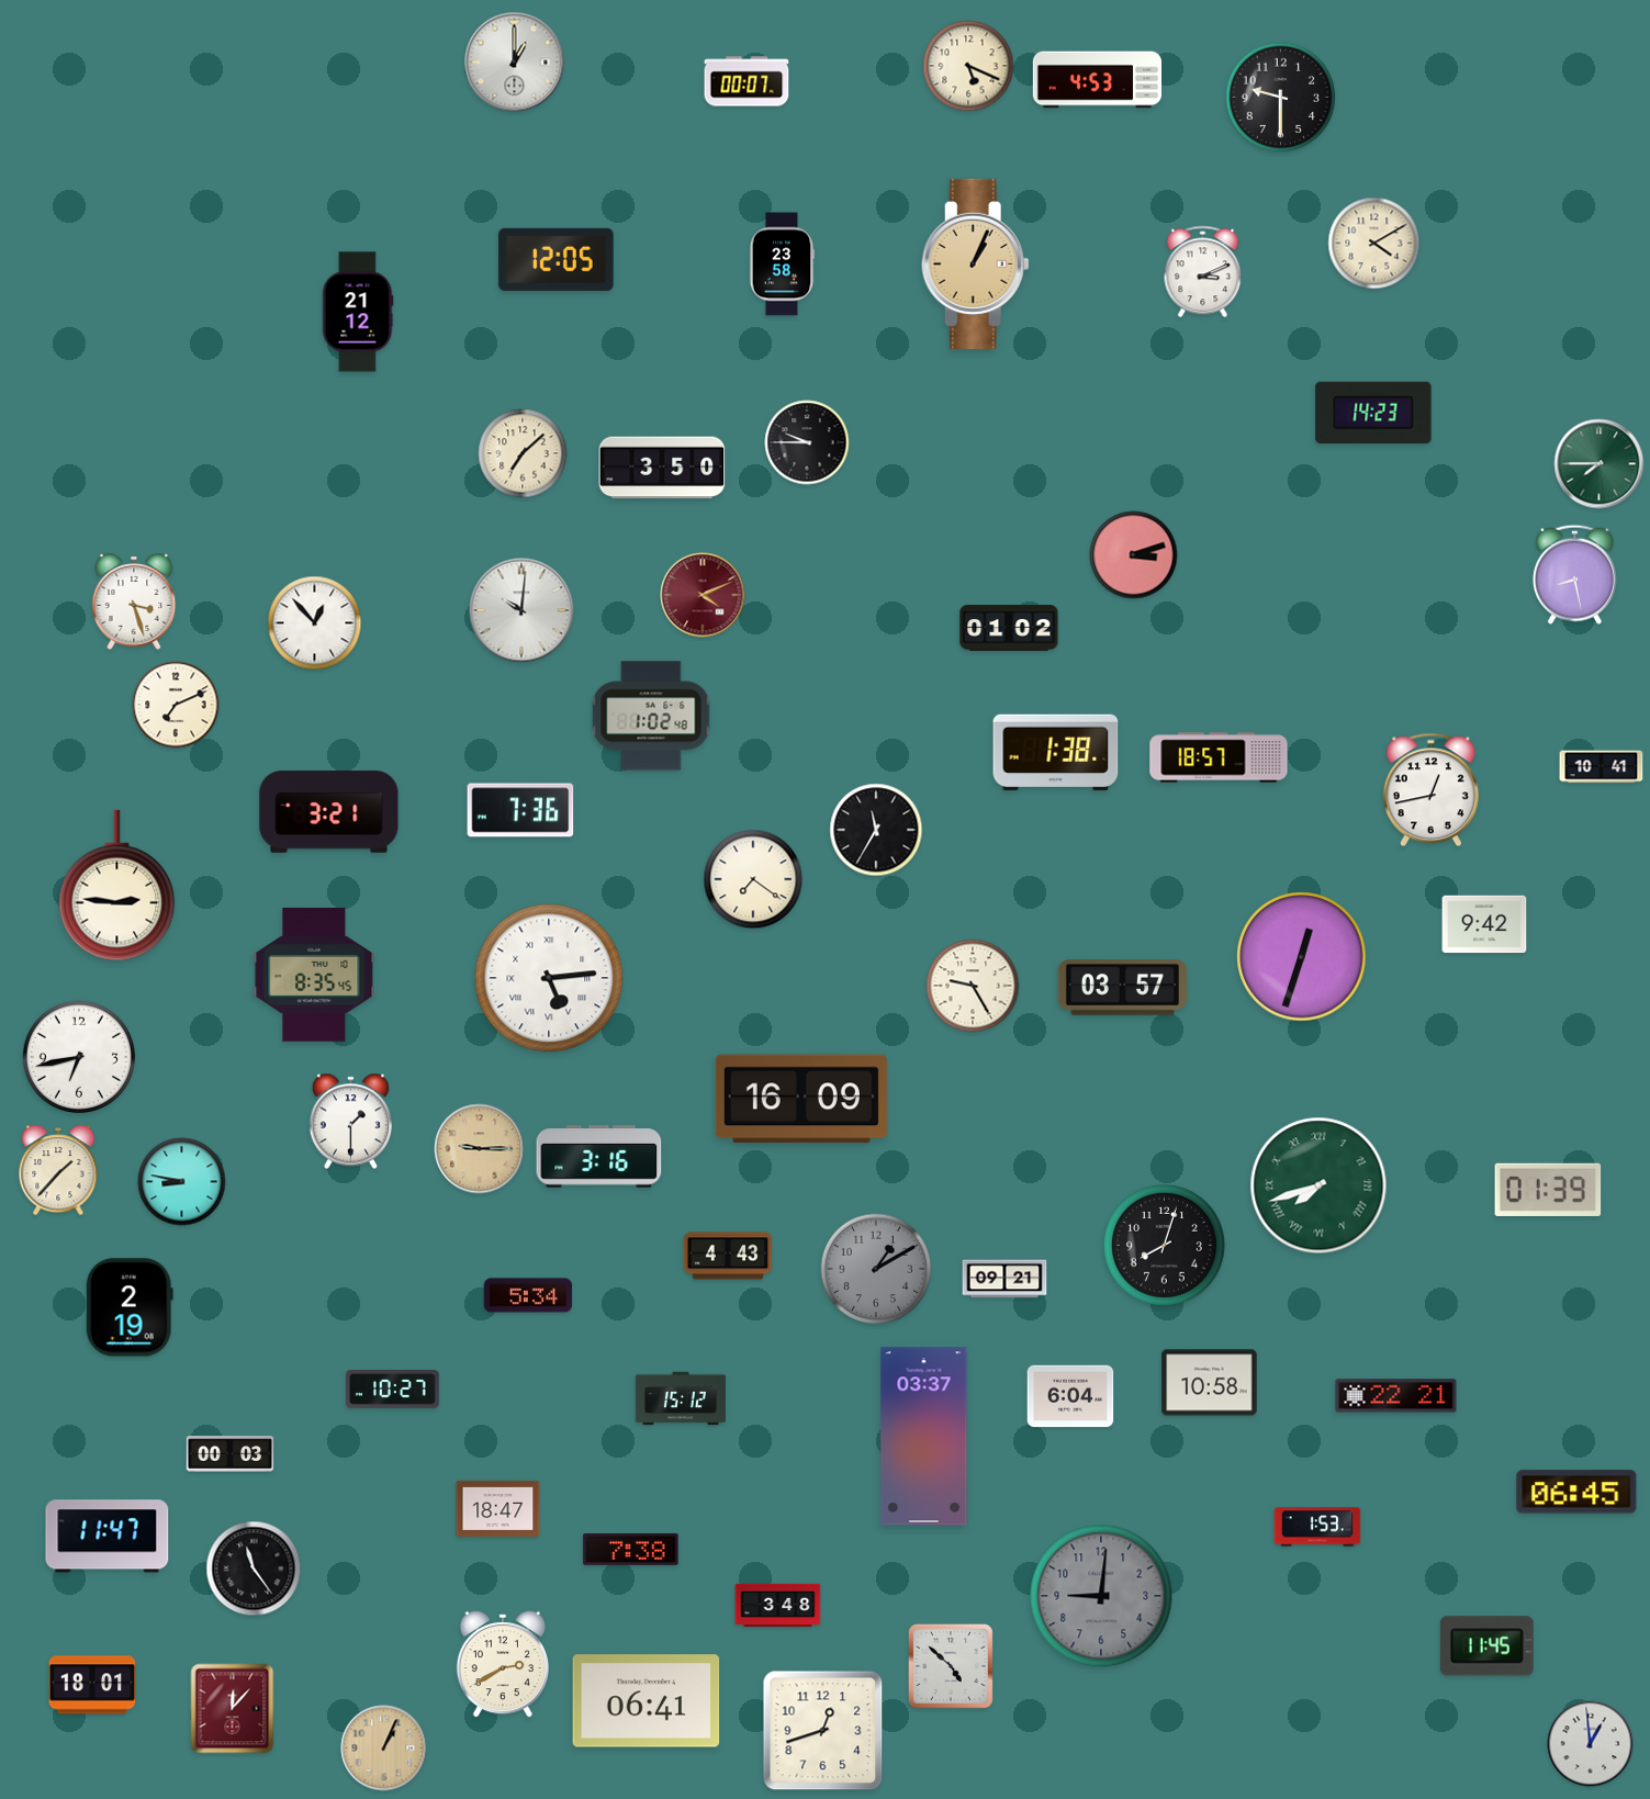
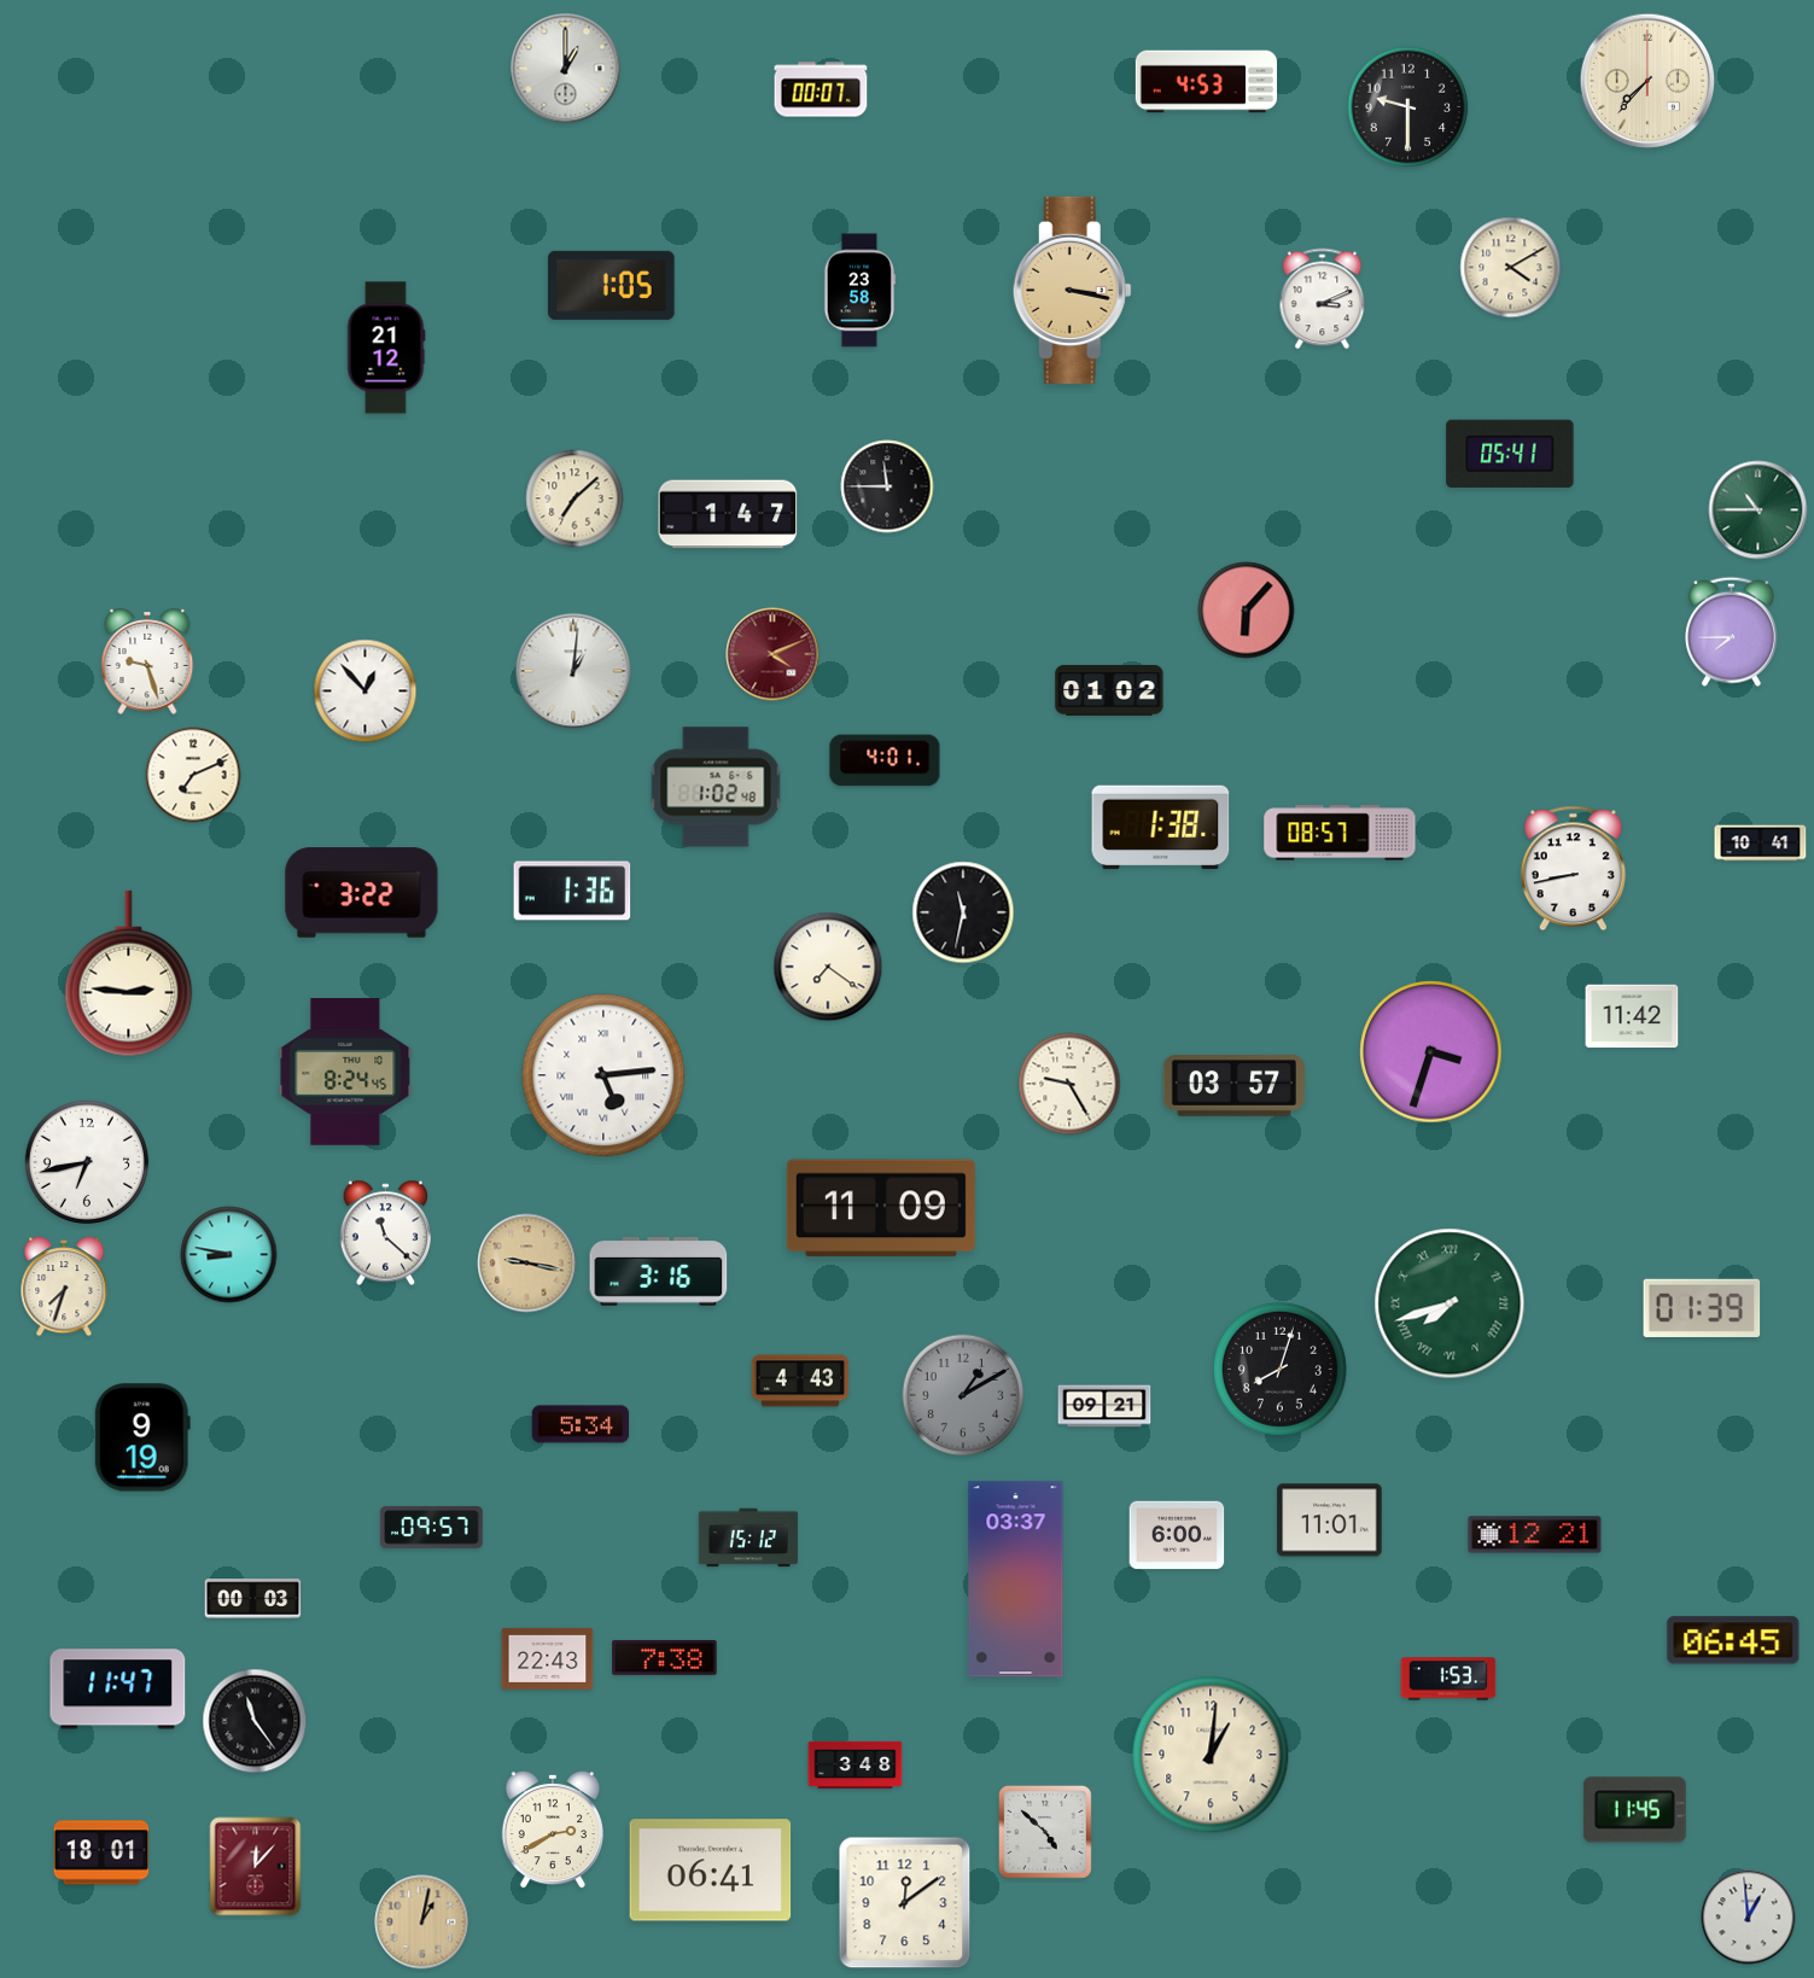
clock at (968, 66): 5:19 -> none
clock at (1647, 81): none -> 7:37
clock at (1098, 80) position: (1098, 80) -> (1207, 82)
clock at (557, 259): 12:05 -> 1:05
clock at (975, 263): 1:04 -> 3:17
clock at (358, 312) position: (358, 312) -> (386, 348)
clock at (1373, 412): 14:23 -> 05:41
clock at (807, 442): 9:45 -> 11:45
clock at (1600, 464): 7:45 -> 10:45
clock at (662, 468): 3:50 -> 1:47
clock at (1134, 555): 3:12 -> 6:07
clock at (1574, 574): 8:28 -> 7:45
clock at (134, 601): 3:27 -> 9:27
clock at (521, 610): 10:01 -> 1:01
clock at (315, 623) position: (315, 623) -> (366, 692)
clock at (885, 760): none -> 4:01
clock at (1219, 757): 18:57 -> 08:57
clock at (1430, 790): 12:43 -> 8:43
clock at (520, 810): 7:36 -> 1:36
clock at (329, 812): 3:21 -> 3:22
clock at (876, 830): 11:35 -> 11:32
clock at (1484, 924): 9:42 -> 11:42
clock at (1302, 957): 12:33 -> 3:33
clock at (314, 976): 8:35 -> 8:24
clock at (801, 1099): 16:09 -> 11:09
clock at (350, 1122): 1:30 -> 11:22
clock at (480, 1149): 9:15 -> 9:17
clock at (58, 1170): 1:37 -> 7:33
clock at (182, 1182) position: (182, 1182) -> (229, 1255)
clock at (130, 1307): 2:19 -> 9:19
clock at (1210, 1383): 10:58 -> 11:01
clock at (393, 1390): 10:27 -> 09:57
clock at (1070, 1396): 6:04 -> 6:00
clock at (1396, 1396): 22:21 -> 12:21
clock at (498, 1508): 18:47 -> 22:43
clock at (631, 1549) position: (631, 1549) -> (665, 1657)
clock at (254, 1568) position: (254, 1568) -> (255, 1721)
clock at (1101, 1596): 9:01 -> 1:01
clock at (1101, 1596) dial: grey -> cream
clock at (233, 1709) position: (233, 1709) -> (256, 1867)
clock at (823, 1731): 12:42 -> 12:09
clock at (384, 1749): 1:04 -> 1:02
